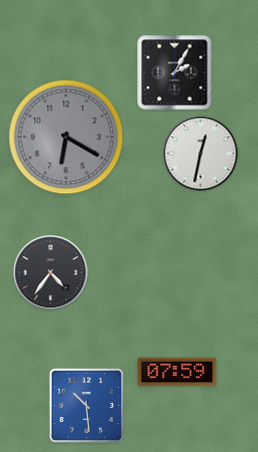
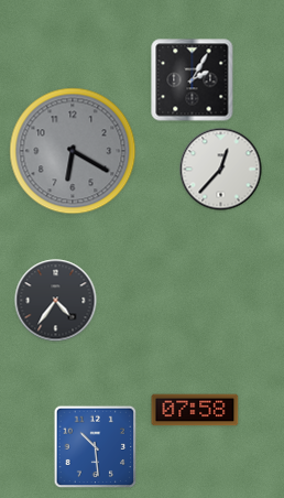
clock at (201, 154): 12:32 -> 12:37
clock at (177, 372): 07:59 -> 07:58
